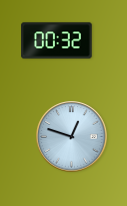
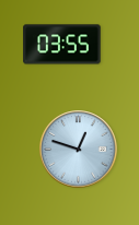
clock at (57, 41): 00:32 -> 03:55
